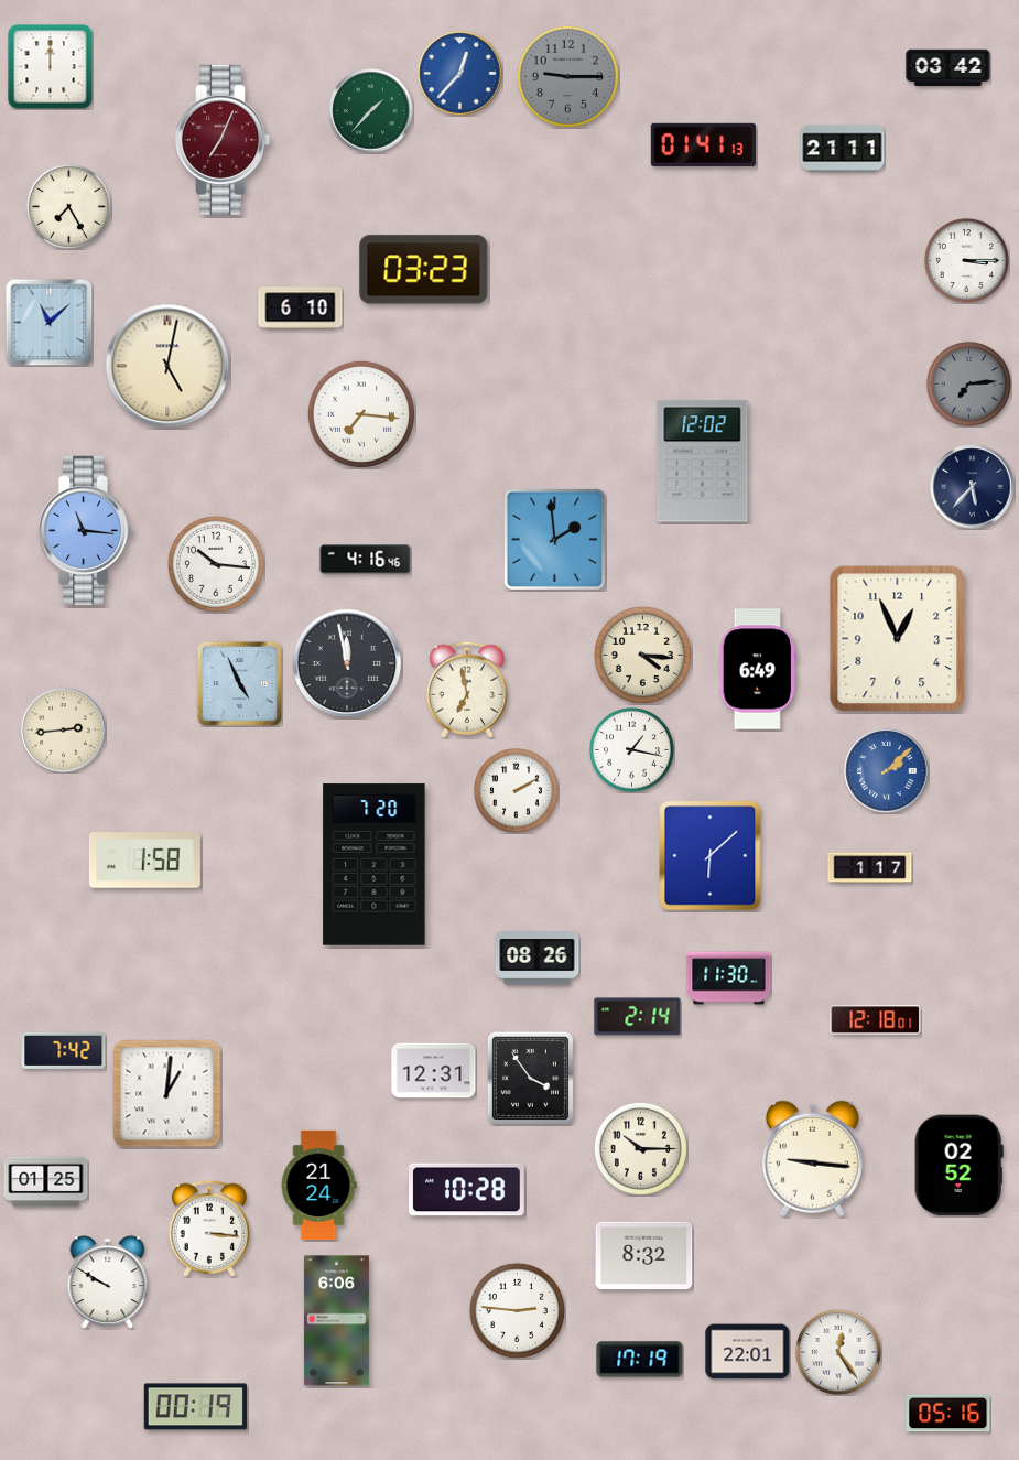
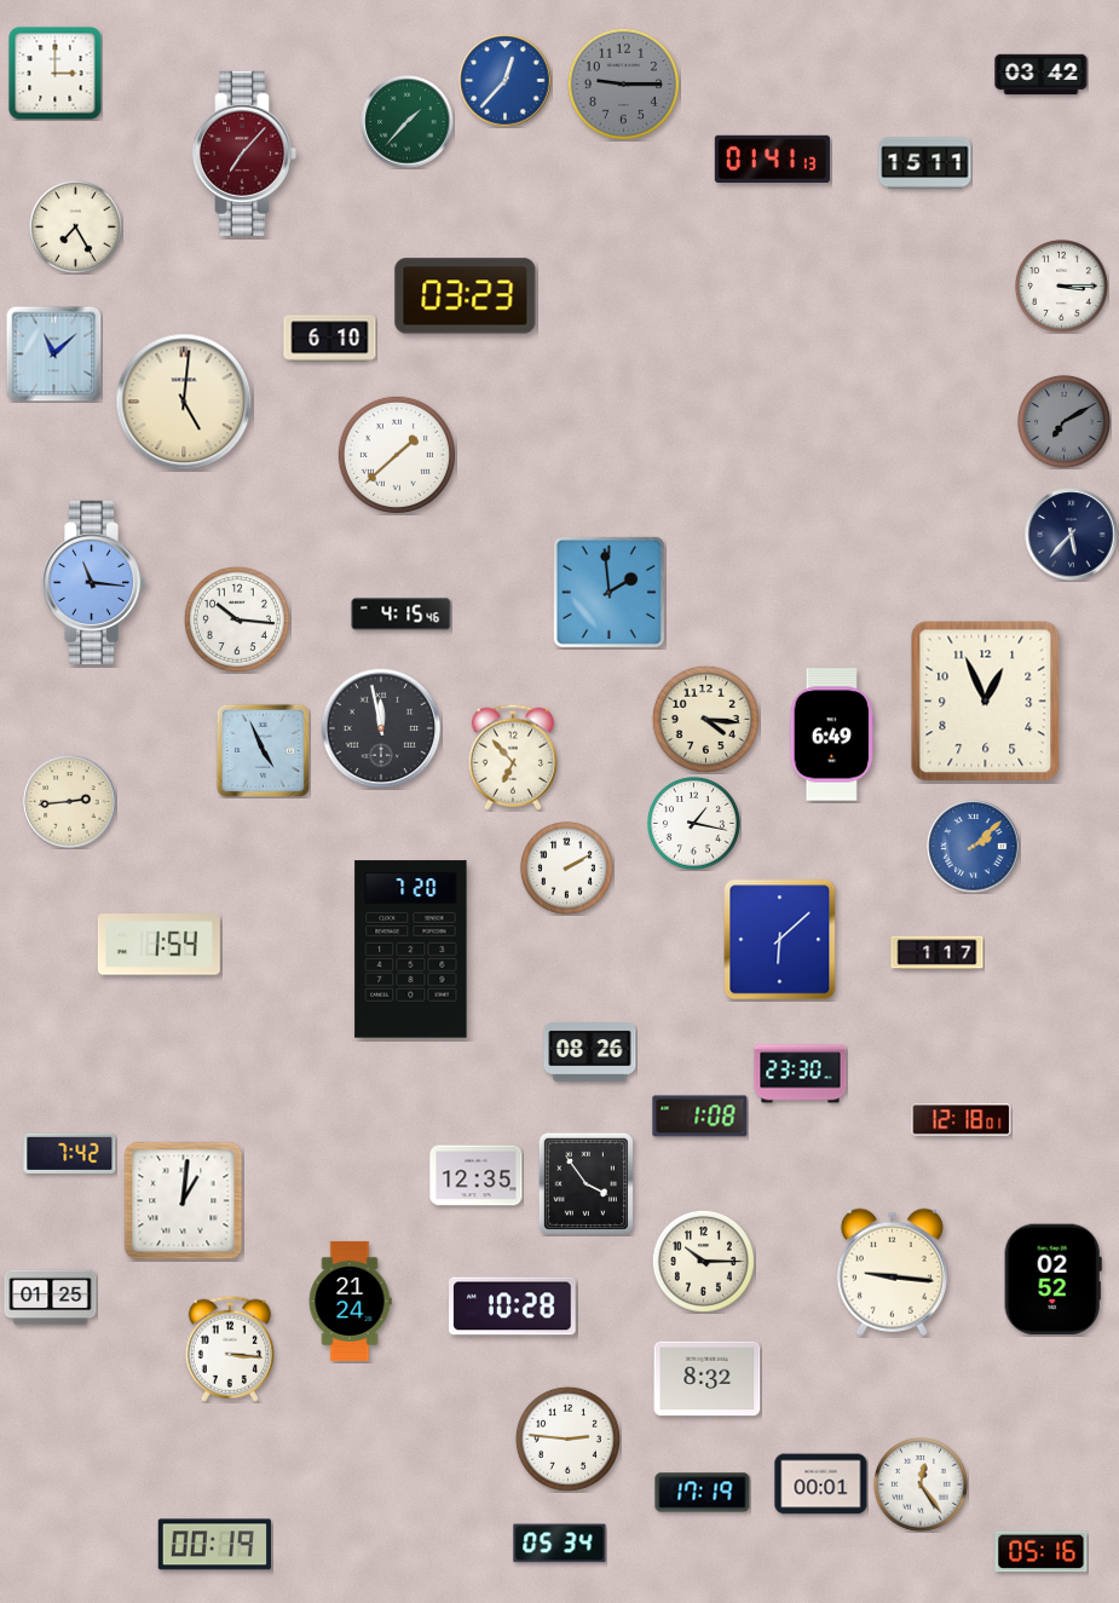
clock at (51, 67): 12:00 -> 3:00
clock at (223, 140): 7:04 -> 7:07
clock at (843, 149): 21:11 -> 15:11
clock at (167, 366): 5:02 -> 5:01
clock at (968, 383): 7:14 -> 7:10
clock at (361, 414): 7:16 -> 1:38
clock at (703, 462): 12:02 -> none
clock at (973, 487) position: (973, 487) -> (1072, 535)
clock at (366, 560): 4:16 -> 4:15
clock at (466, 690): 6:58 -> 6:53
clock at (144, 861): 1:58 -> 1:54
clock at (870, 868) position: (870, 868) -> (938, 953)
clock at (729, 978): 11:30 -> 23:30
clock at (638, 1017): 2:14 -> 1:08
clock at (434, 1071): 12:31 -> 12:35
clock at (530, 1078) position: (530, 1078) -> (586, 1183)
clock at (108, 1283): 9:50 -> none
clock at (336, 1321): 6:06 -> none
clock at (748, 1352): 22:01 -> 00:01
clock at (560, 1544): none -> 05:34
